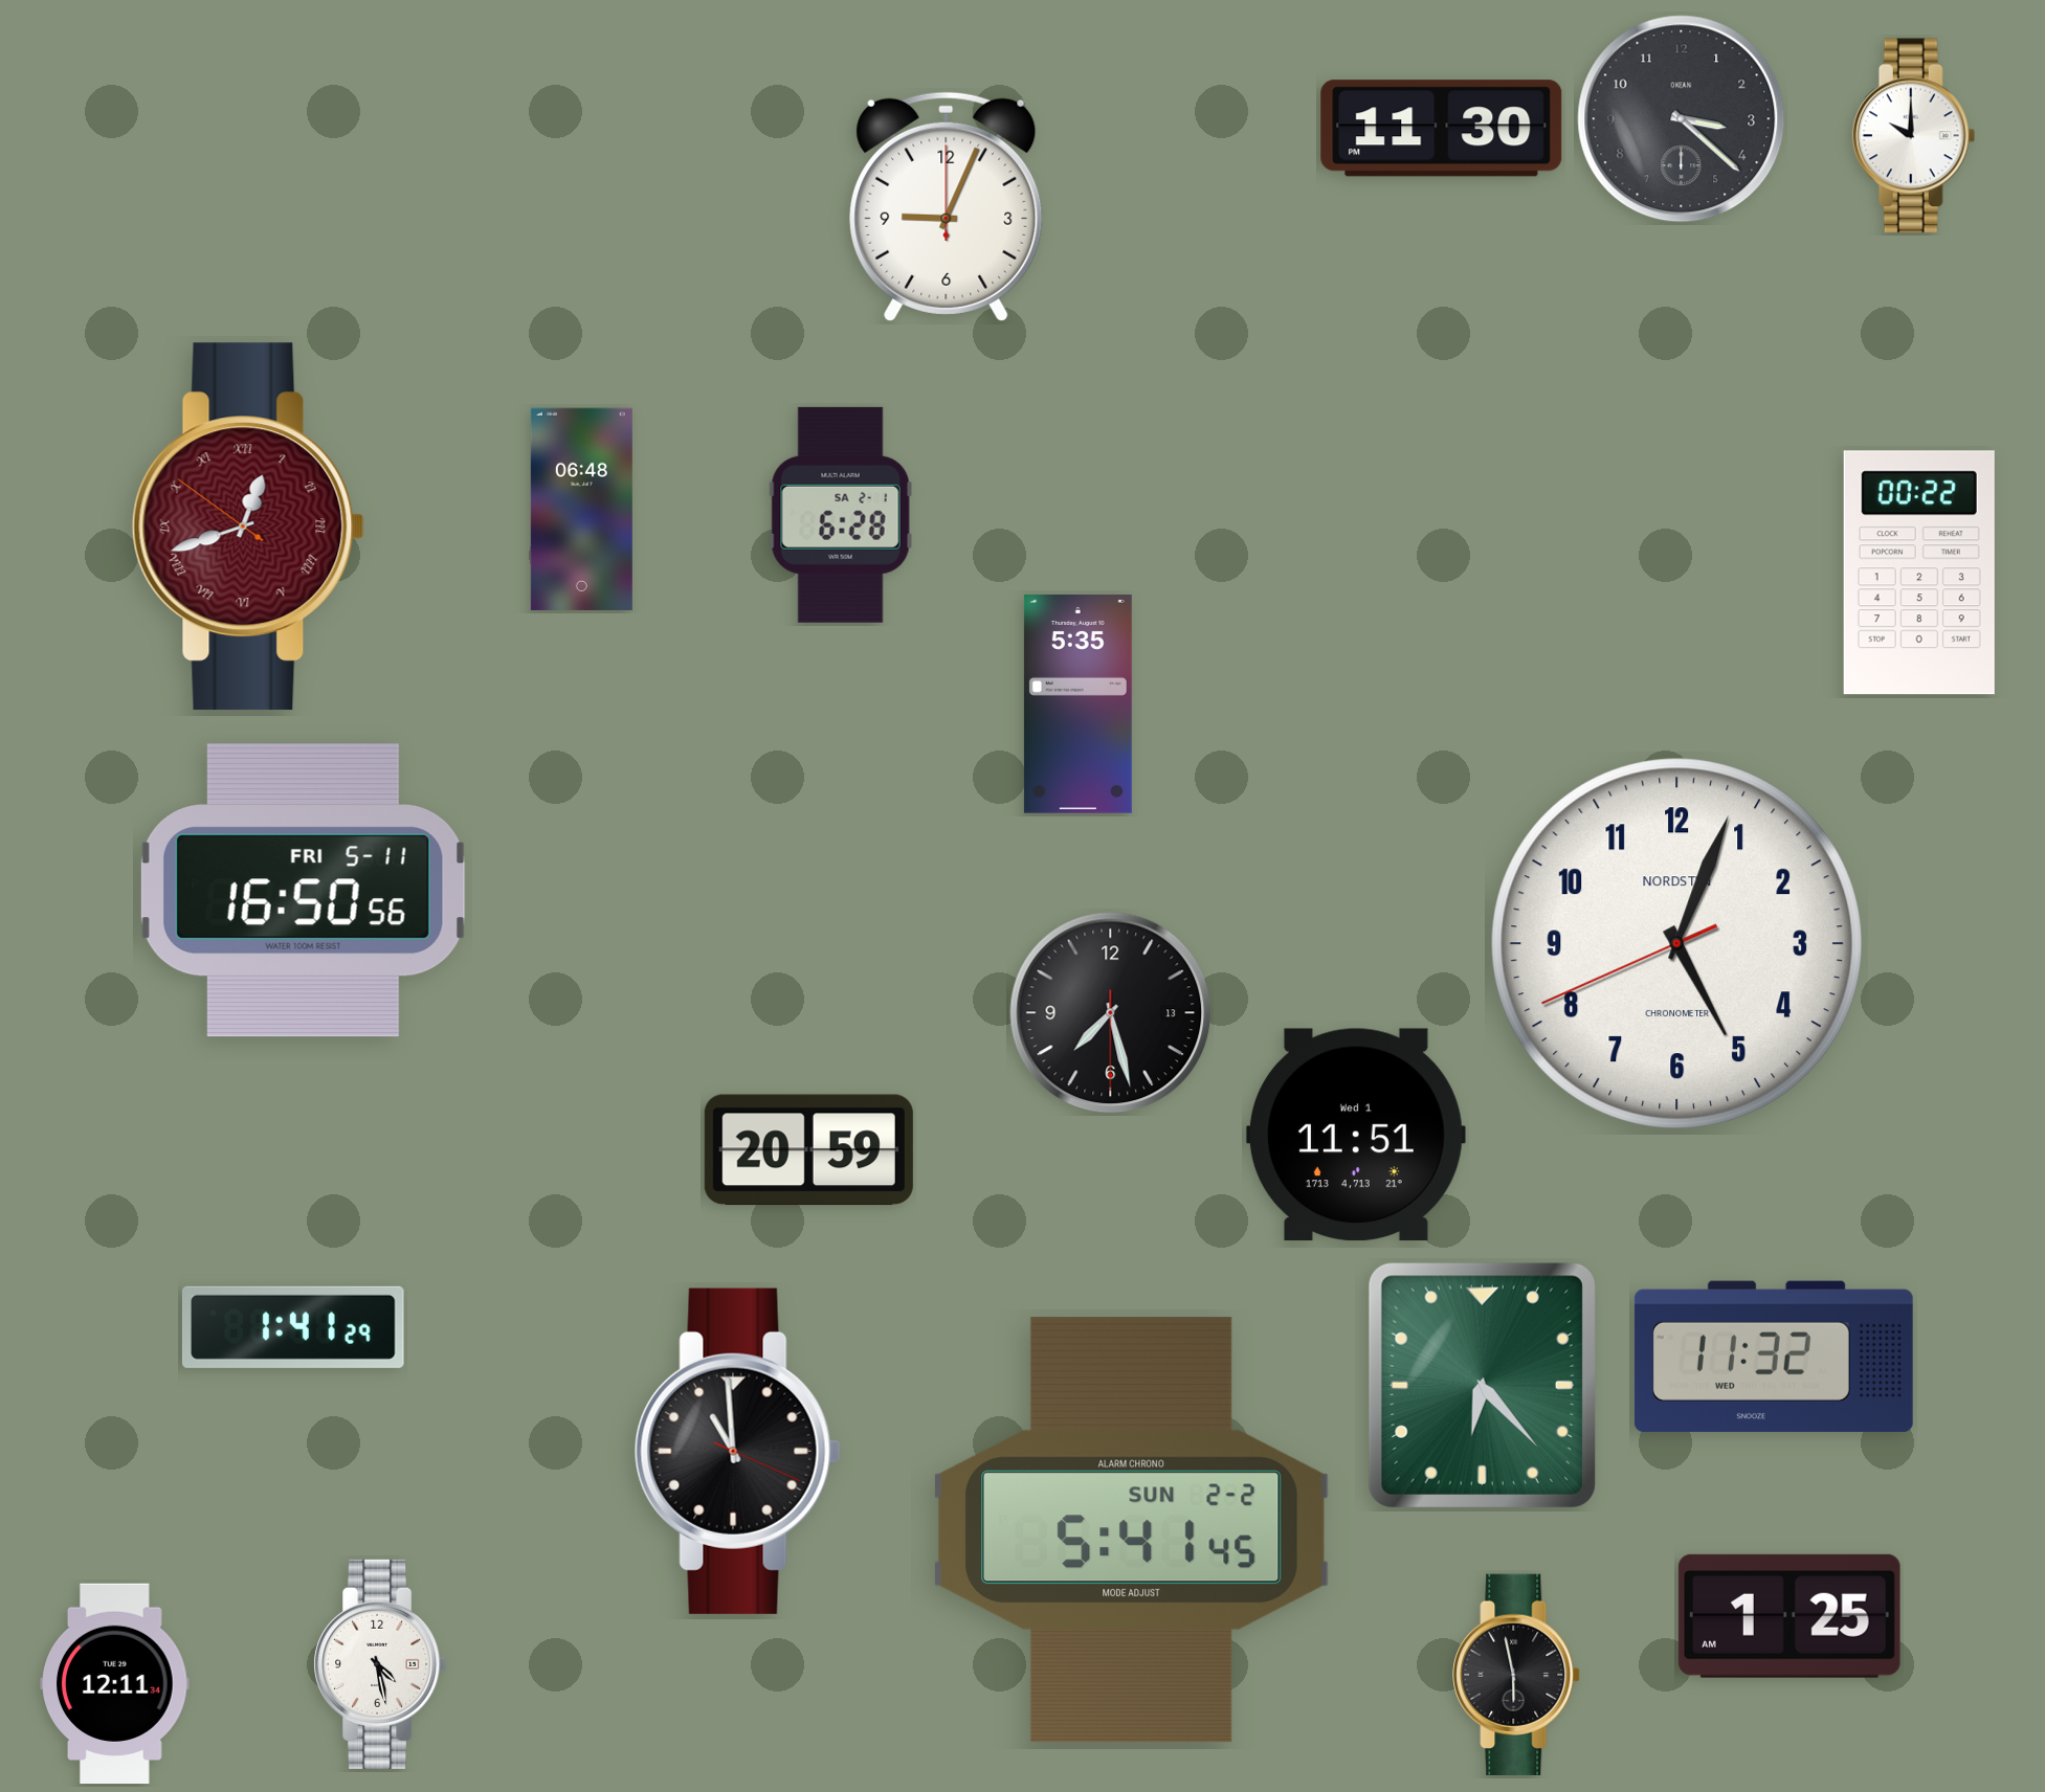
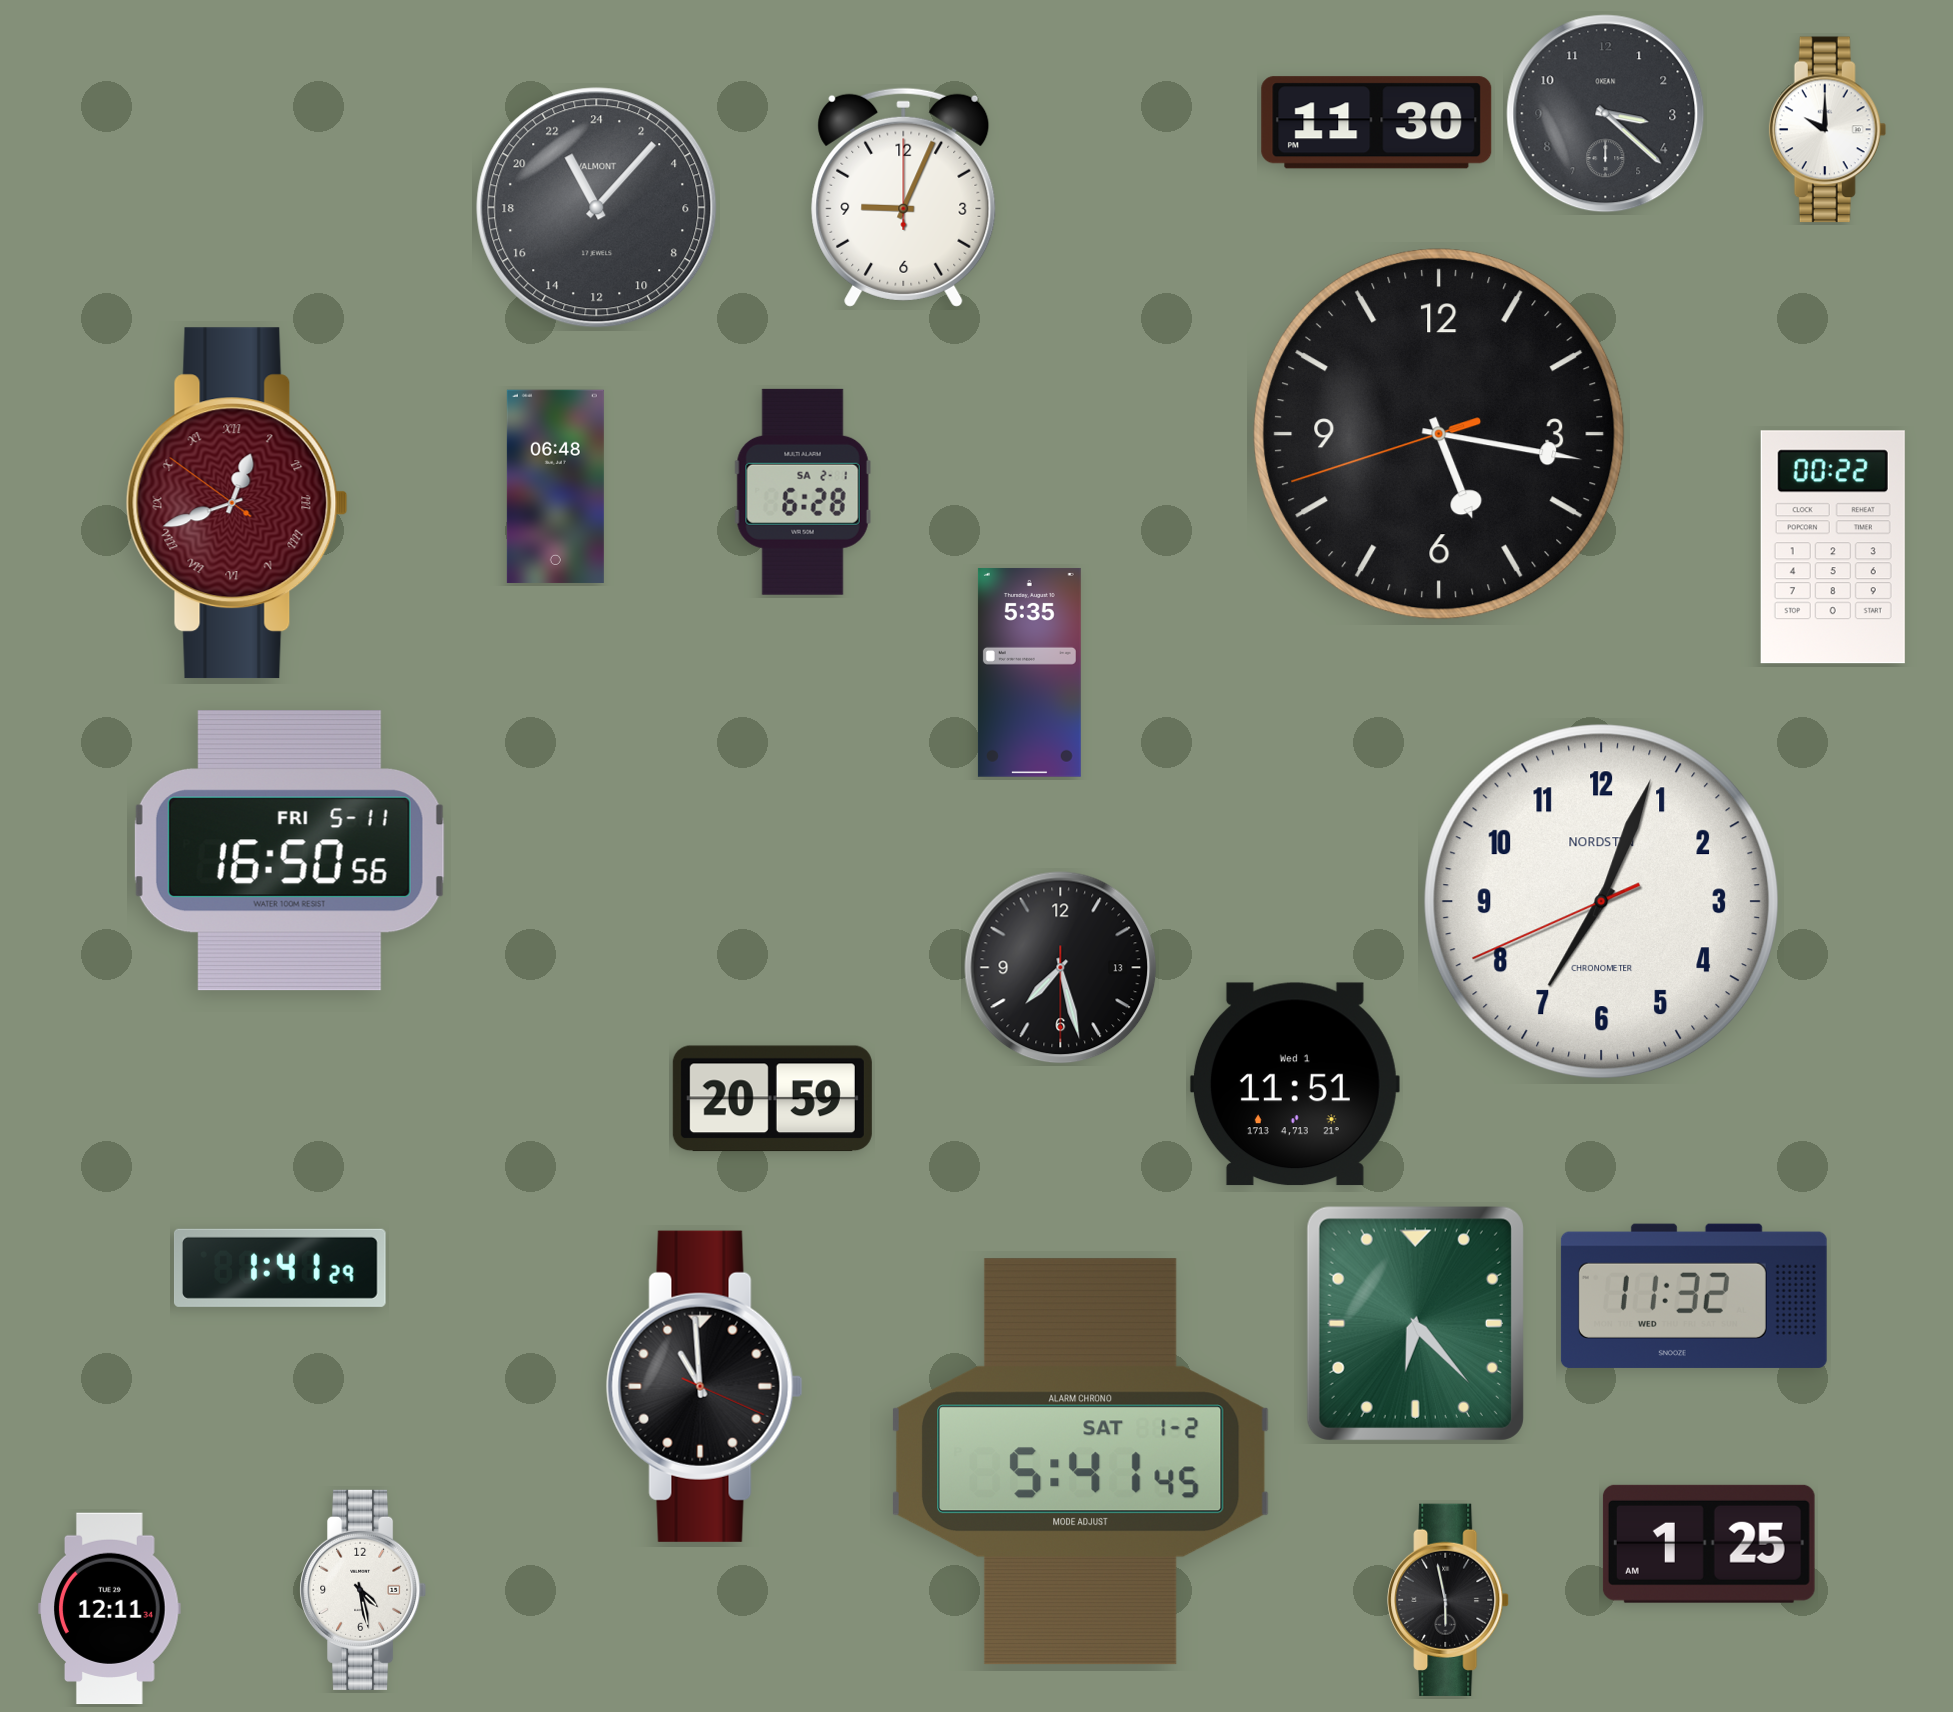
clock at (597, 208): none -> 22:07
clock at (1439, 434): none -> 5:16
clock at (1676, 943): 5:03 -> 7:03
clock at (1131, 1530) date: SUN 2-2 -> SAT 1-2
